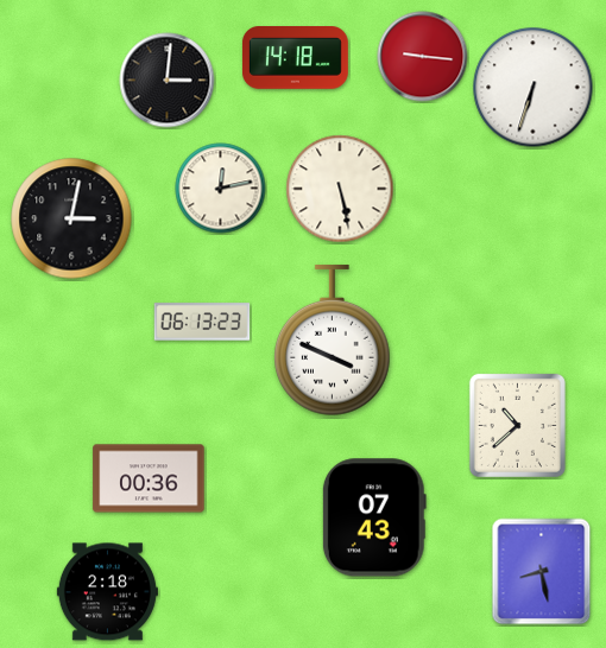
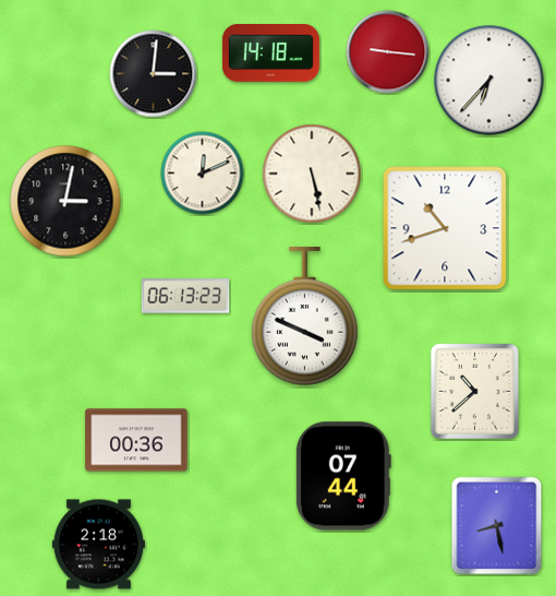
clock at (534, 88): 6:33 -> 6:37
clock at (221, 189): 12:13 -> 12:11
clock at (445, 228): none -> 10:42
clock at (333, 341) position: (333, 341) -> (305, 317)
clock at (374, 517): 07:43 -> 07:44
